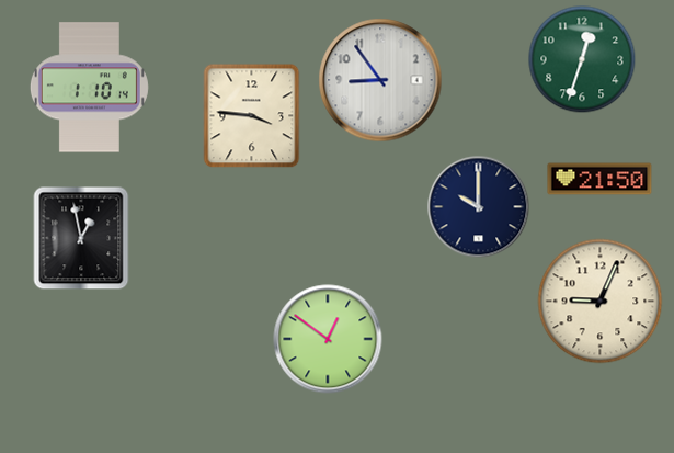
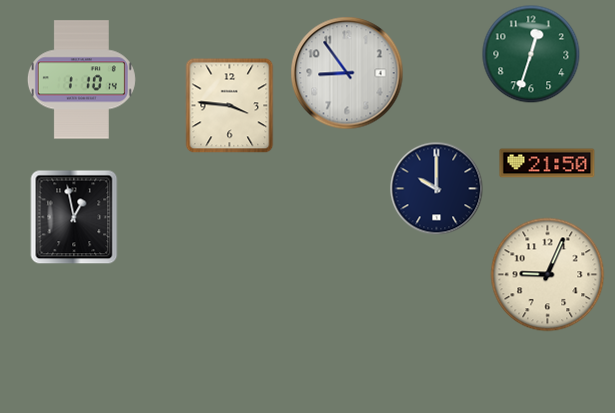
clock at (328, 339): 12:51 -> none
